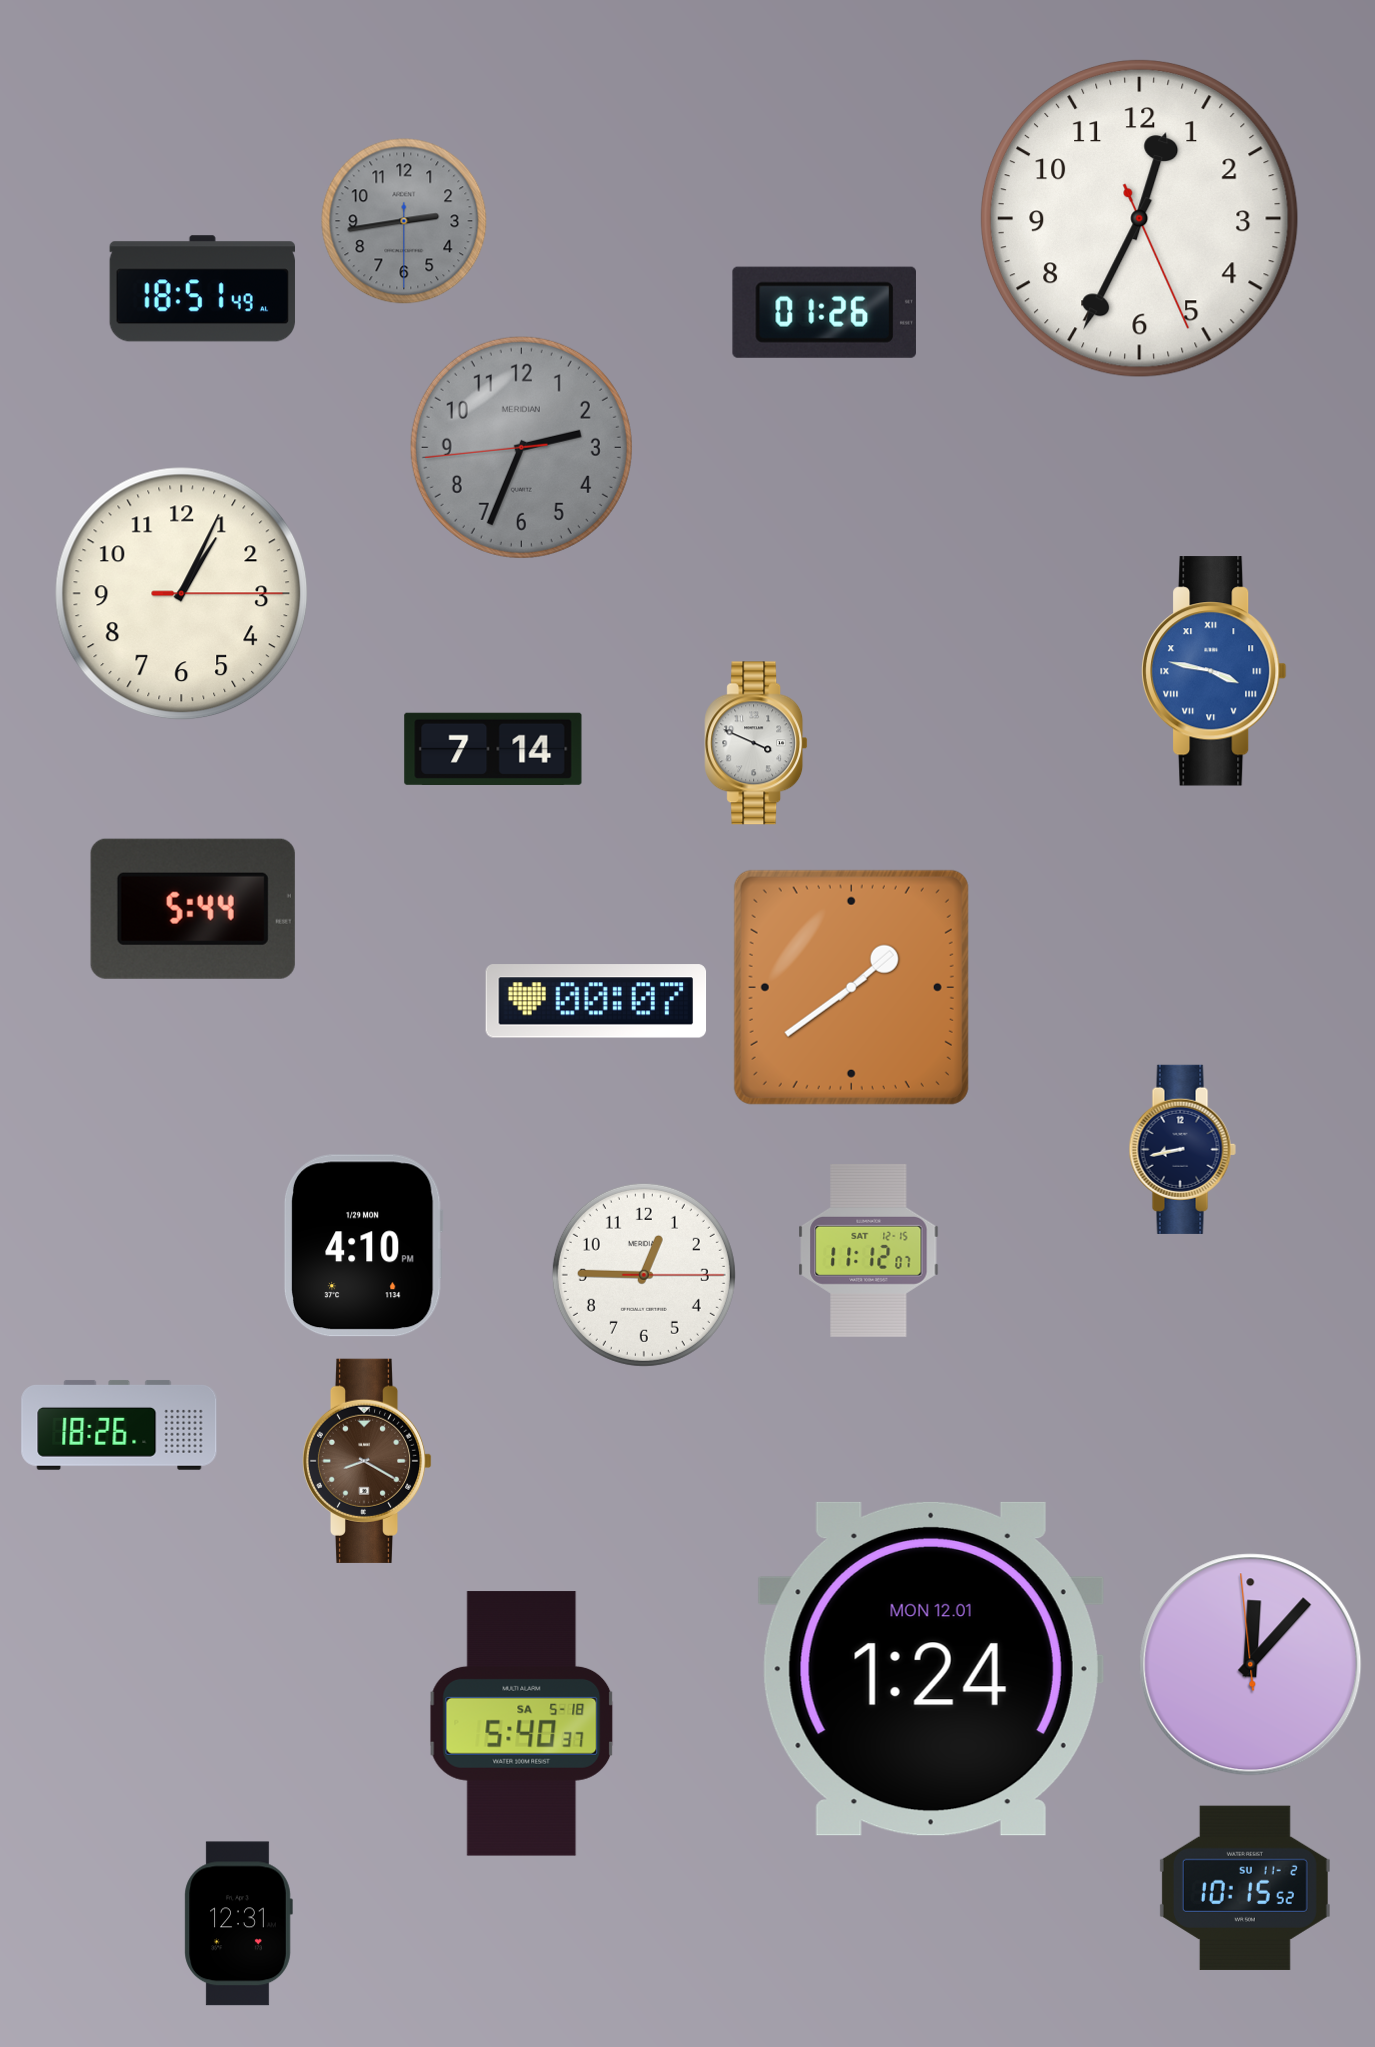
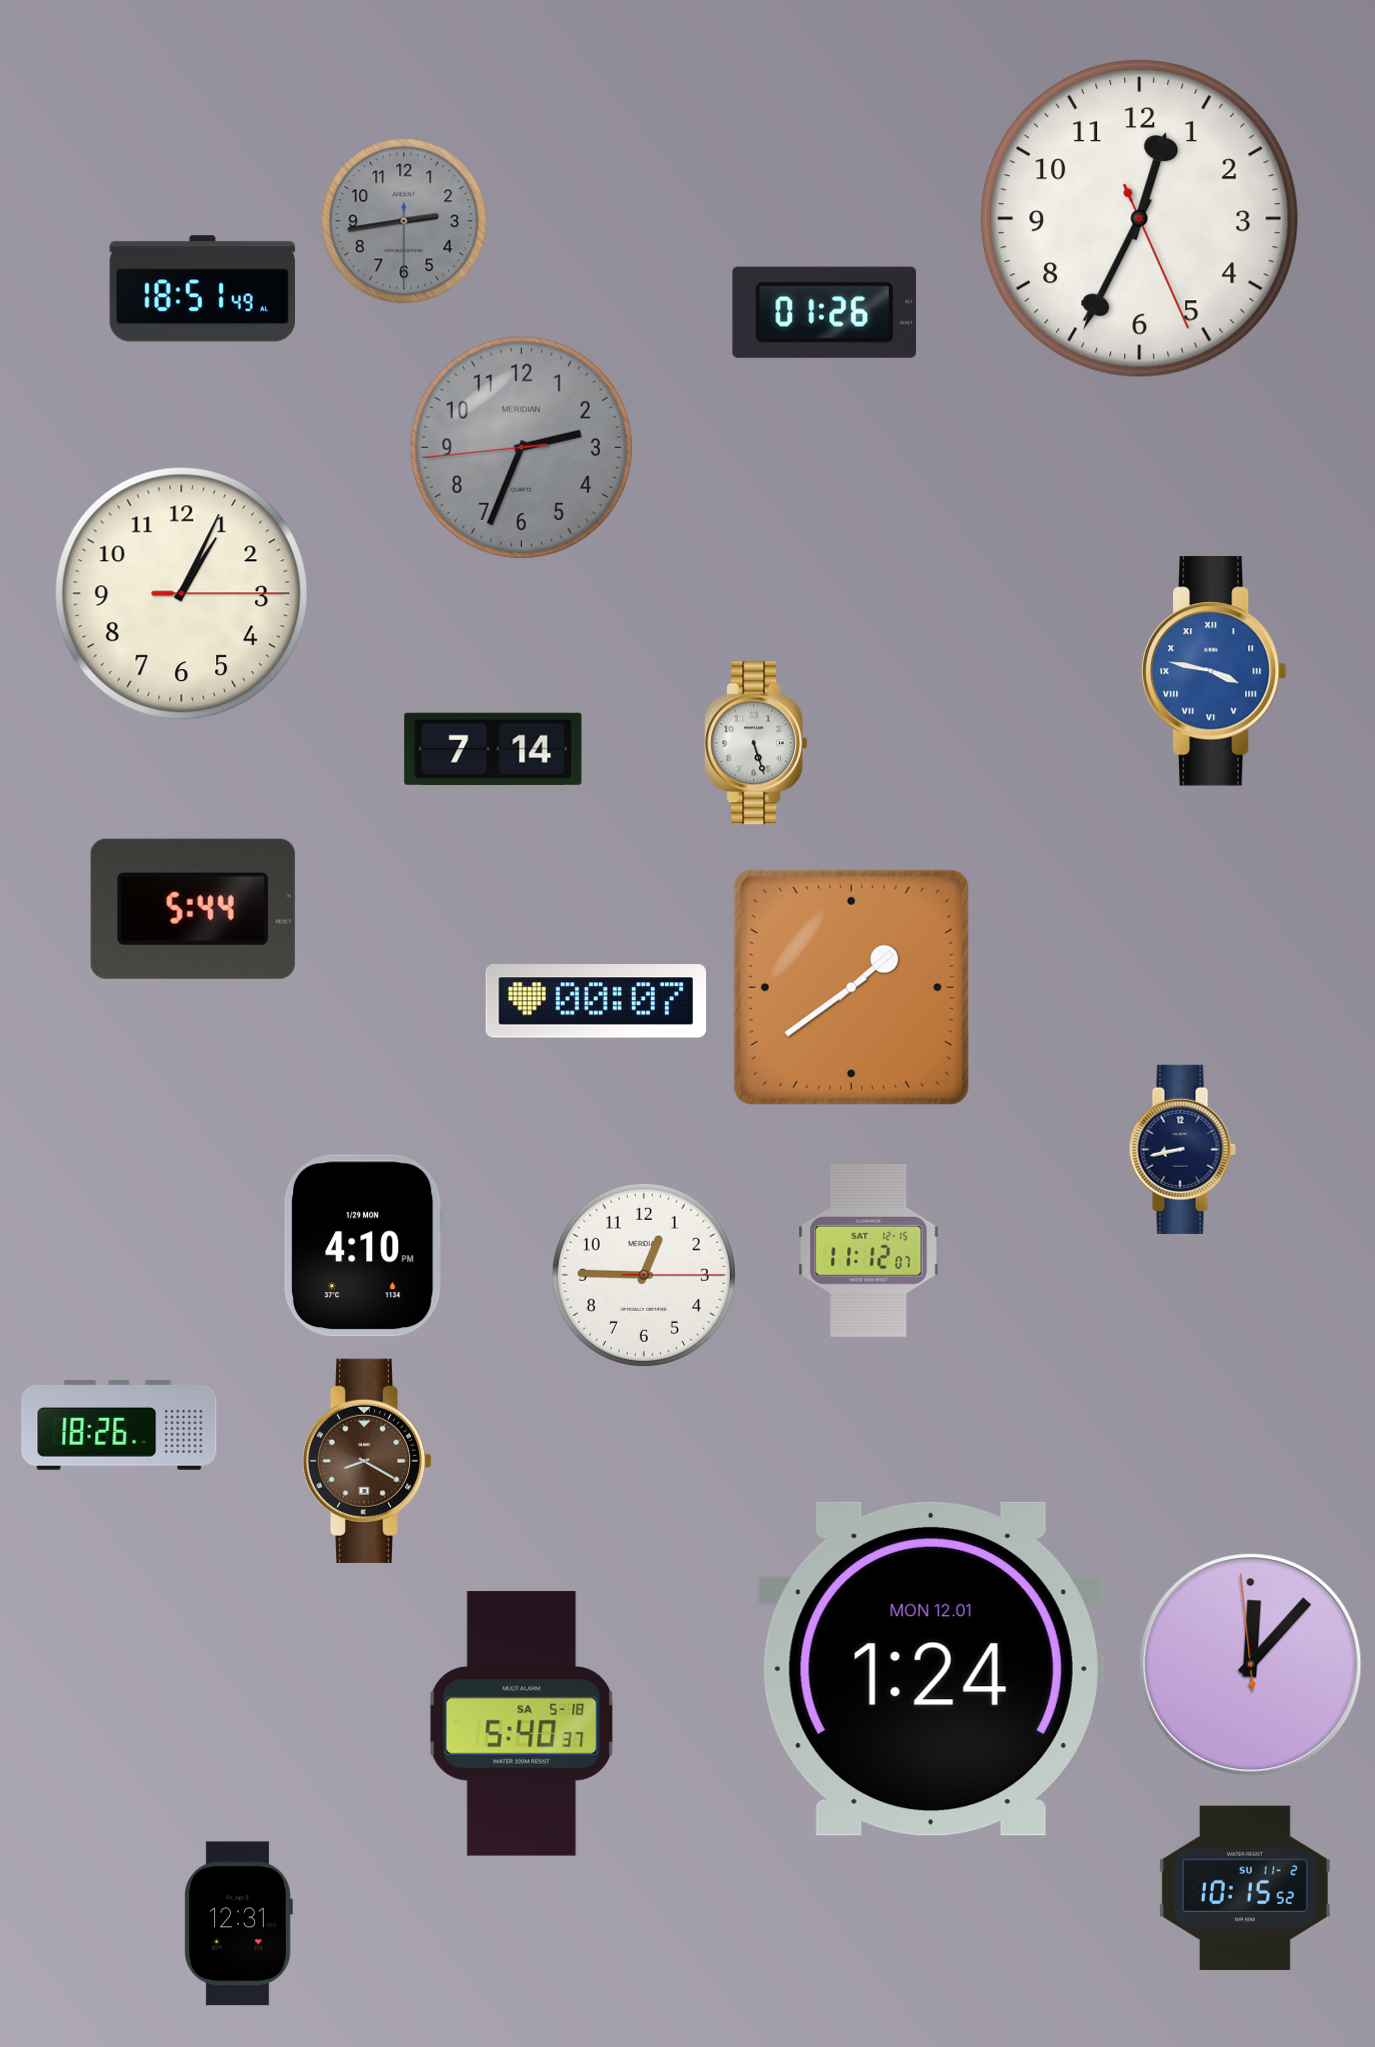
clock at (756, 743): 3:49 -> 5:27
